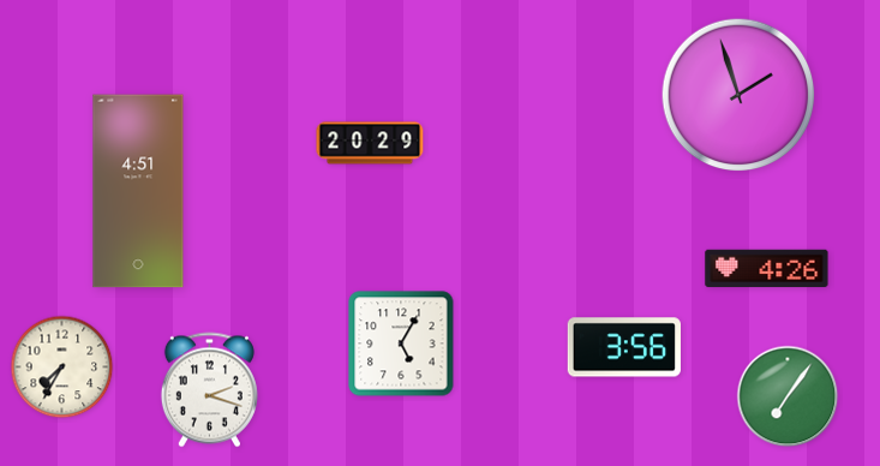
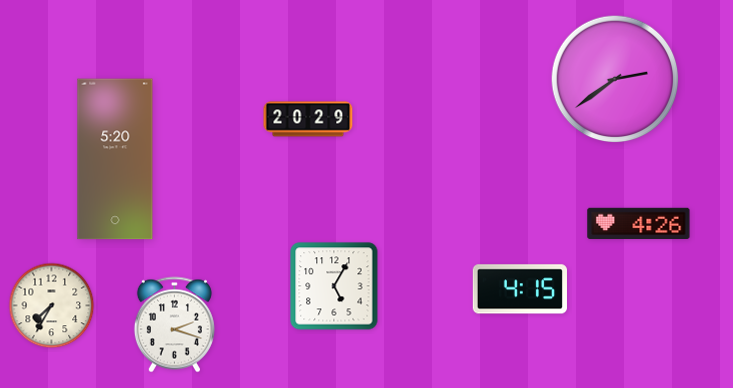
clock at (738, 95): 1:57 -> 2:39
clock at (138, 191): 4:51 -> 5:20
clock at (624, 347): 3:56 -> 4:15
clock at (788, 396): 7:06 -> none
